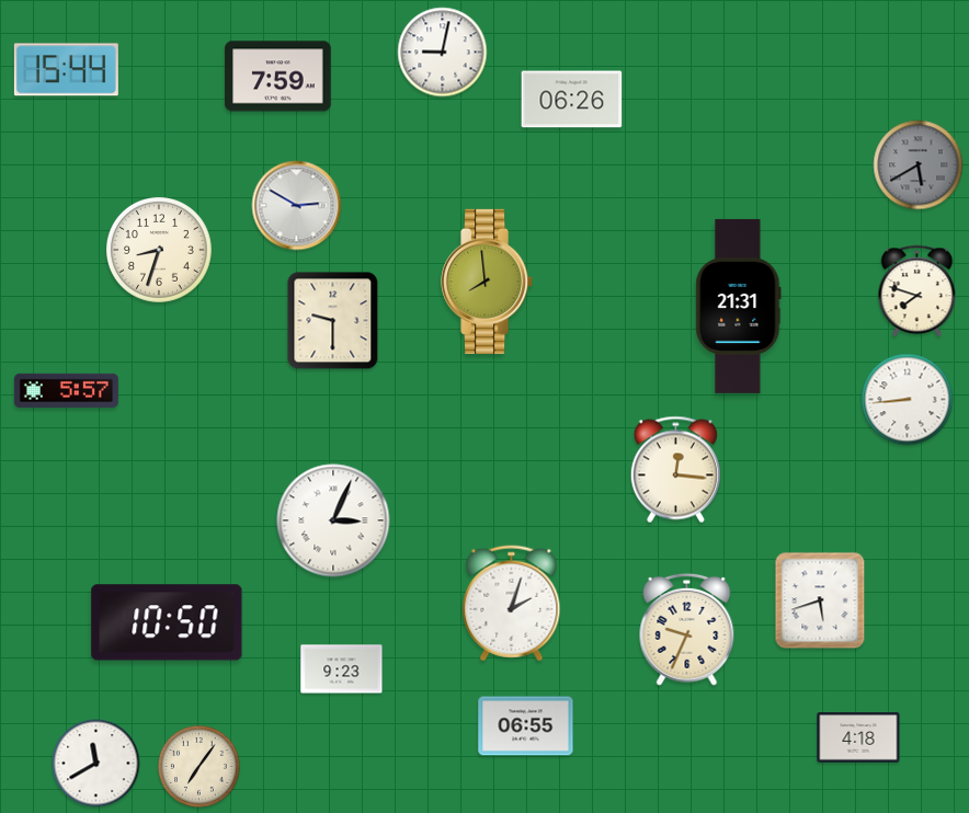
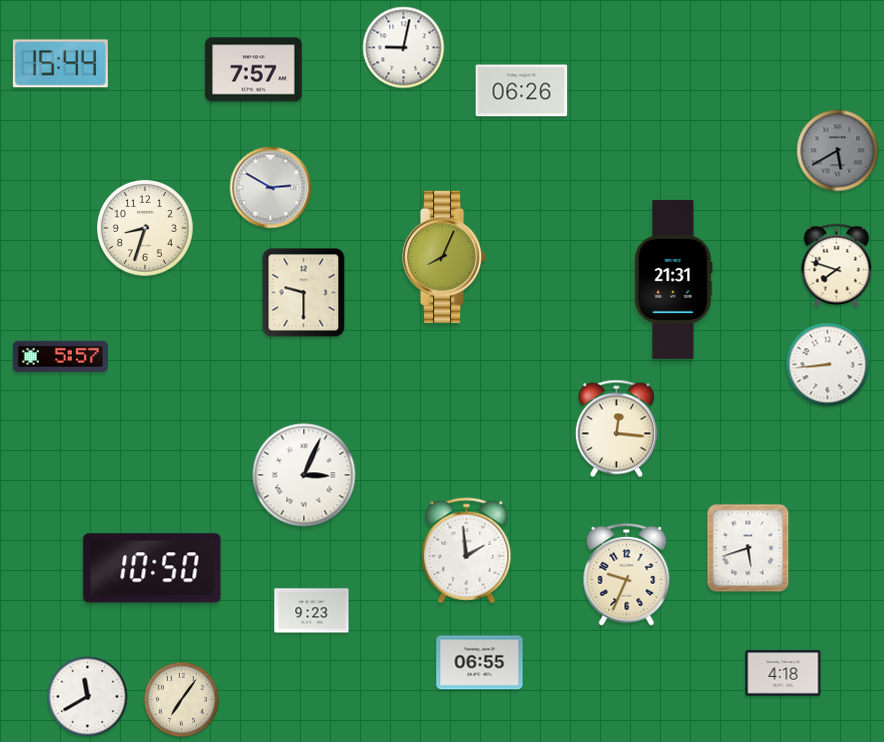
clock at (278, 77): 7:59 -> 7:57
clock at (488, 282): 7:59 -> 8:04
clock at (512, 604): 2:03 -> 1:59
